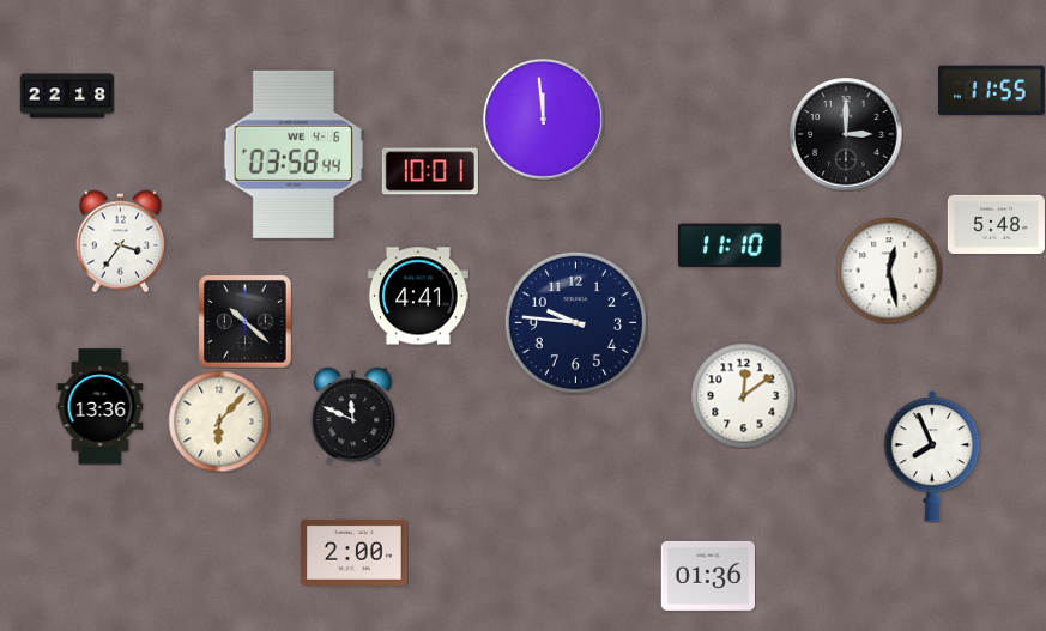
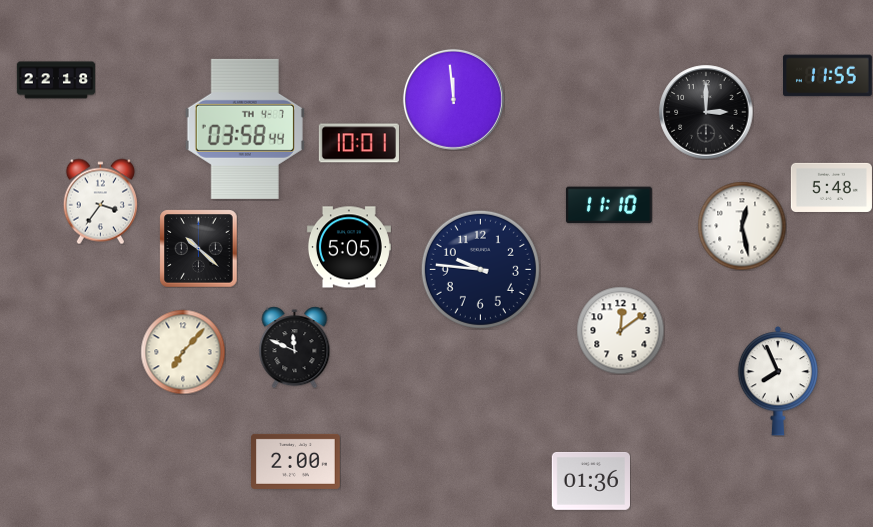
clock at (294, 154) date: WE 4-6 -> TH 4-7
clock at (418, 296): 4:41 -> 5:05
clock at (244, 321) position: (244, 321) -> (198, 248)
clock at (101, 407): 13:36 -> none
clock at (219, 421): 6:07 -> 7:07
